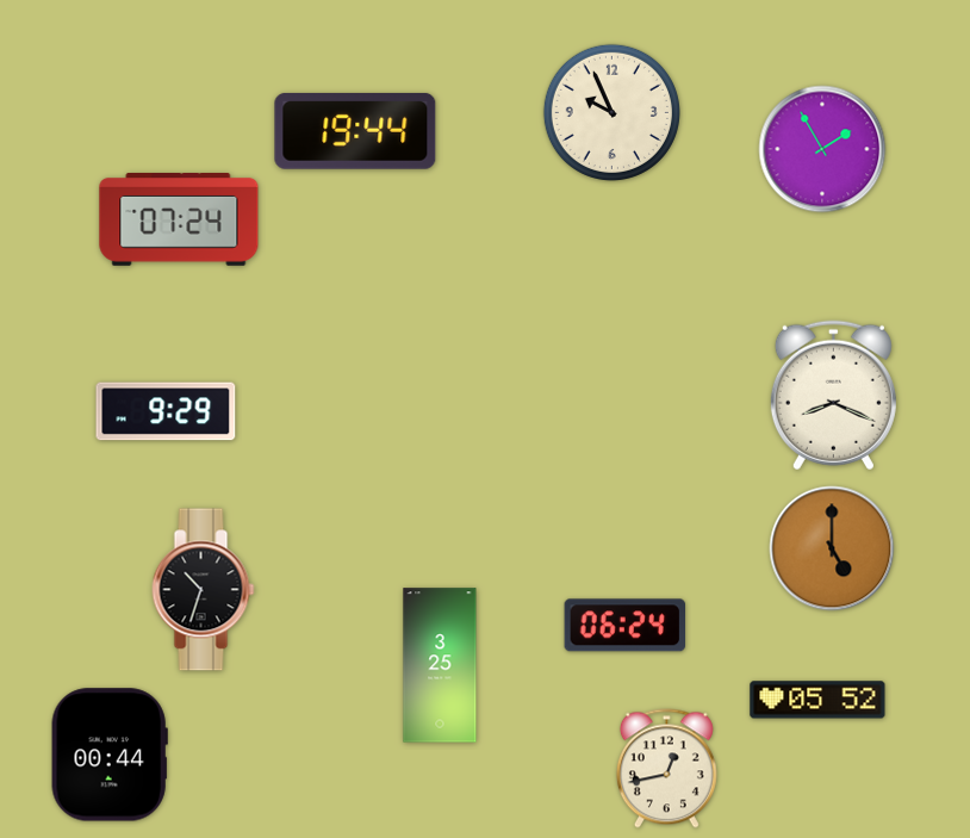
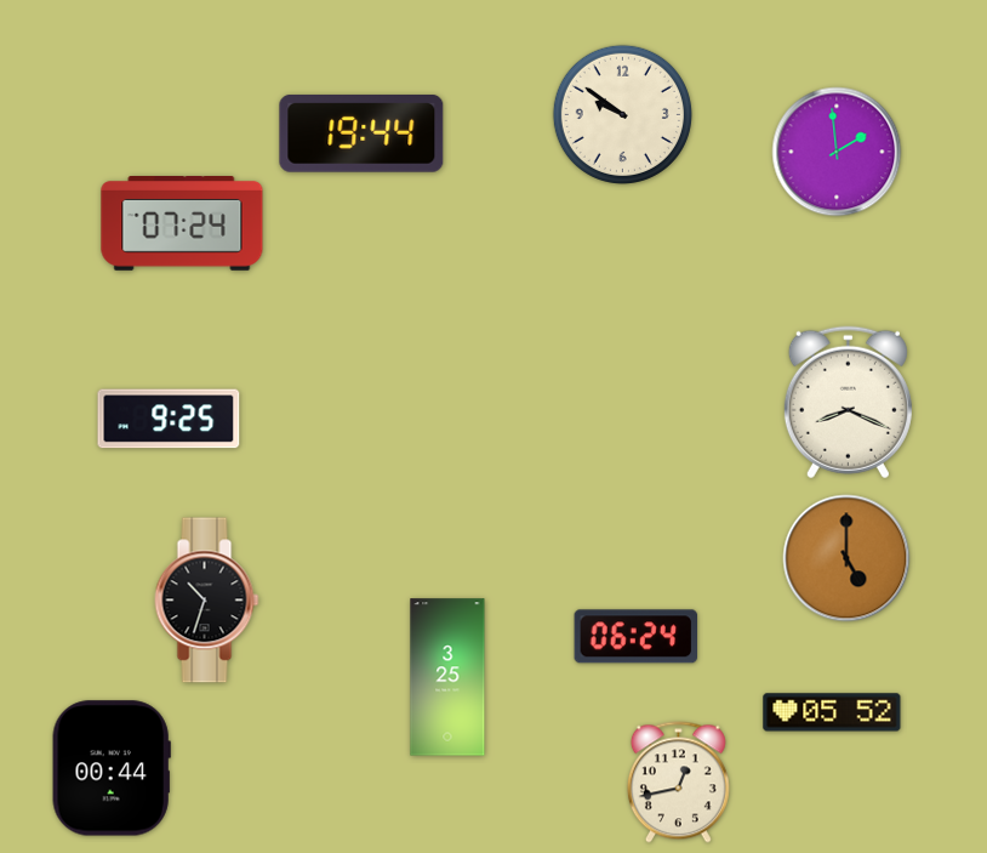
clock at (611, 112): 9:56 -> 9:51
clock at (822, 149): 1:55 -> 1:59
clock at (166, 411): 9:29 -> 9:25
